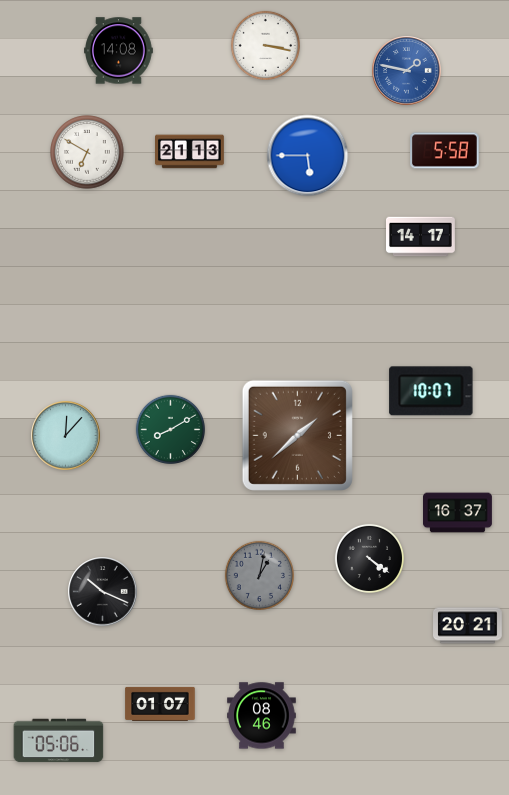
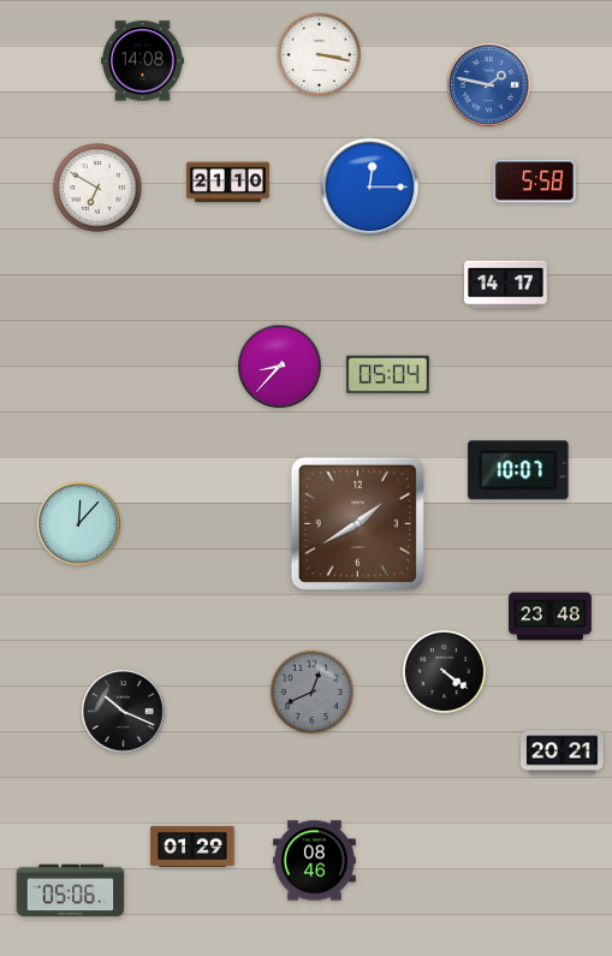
clock at (87, 152) position: (87, 152) -> (97, 188)
clock at (190, 152): 21:13 -> 21:10
clock at (308, 156): 5:45 -> 12:15
clock at (280, 367): none -> 8:37
clock at (387, 375): none -> 05:04
clock at (170, 429): 8:10 -> none
clock at (297, 435): 1:38 -> 1:40
clock at (458, 513): 16:37 -> 23:48
clock at (259, 575): 1:02 -> 12:41
clock at (160, 704): 01:07 -> 01:29
